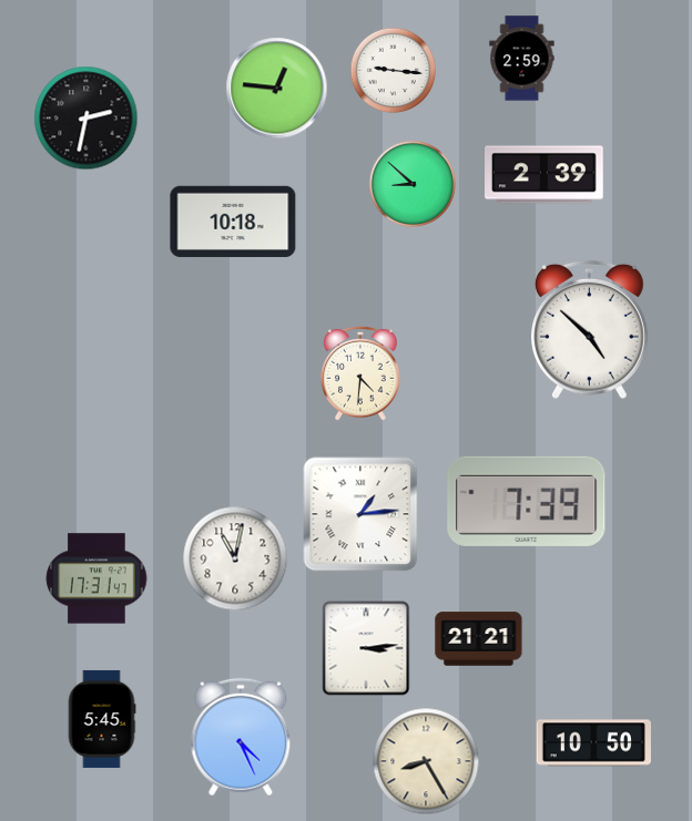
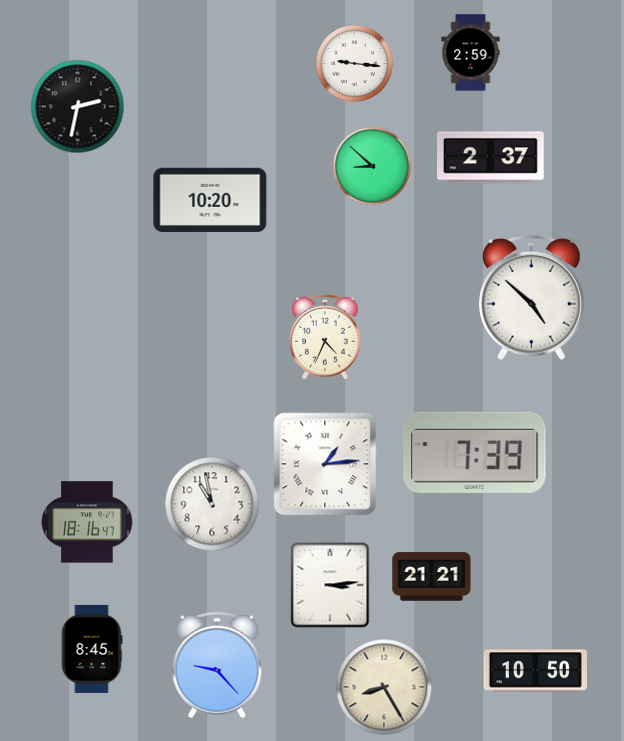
clock at (277, 89): 12:46 -> none
clock at (545, 175): 2:39 -> 2:37
clock at (233, 222): 10:18 -> 10:20
clock at (360, 373): 4:31 -> 4:34
clock at (235, 558): 11:02 -> 10:58
clock at (96, 578): 17:31 -> 18:16
clock at (102, 719): 5:45 -> 8:45
clock at (241, 737): 4:26 -> 9:23
